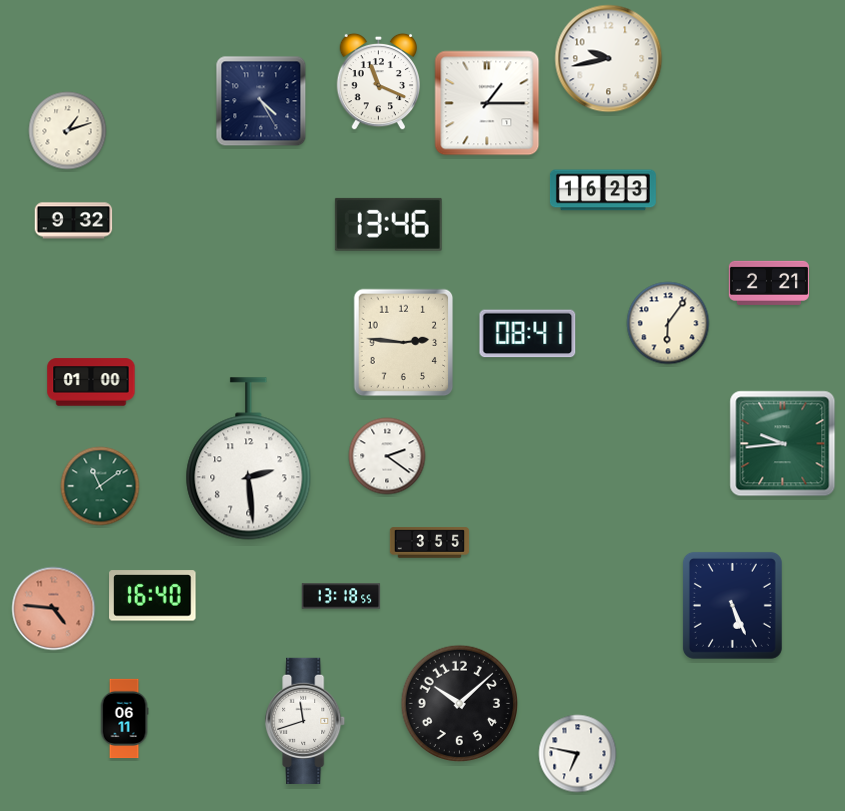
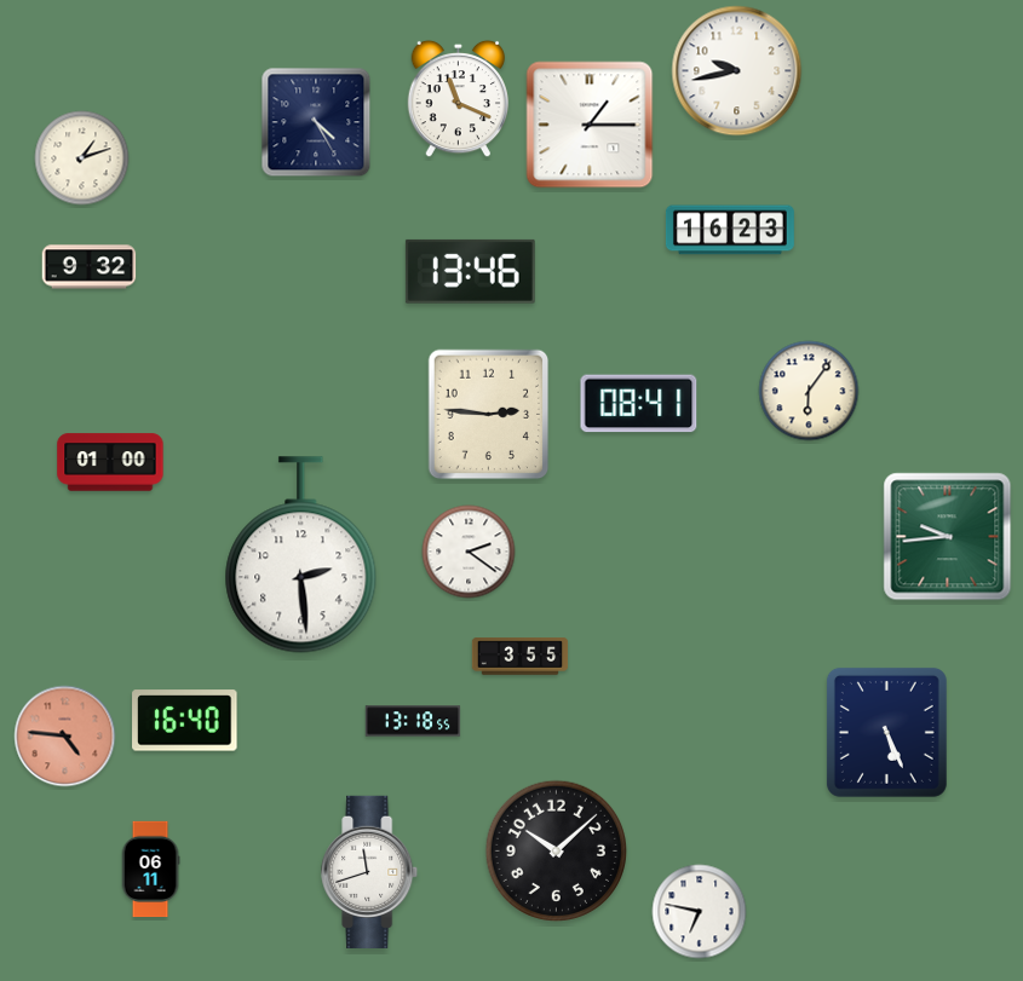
clock at (769, 283): 2:21 -> none
clock at (100, 486): 11:09 -> none
